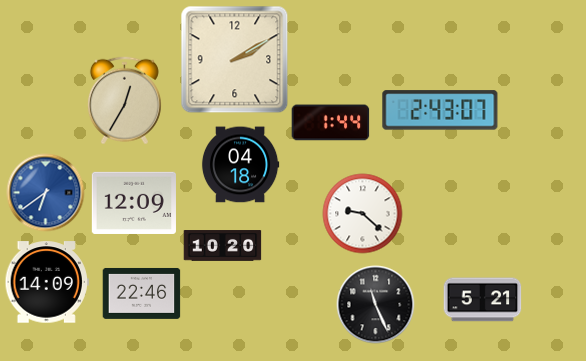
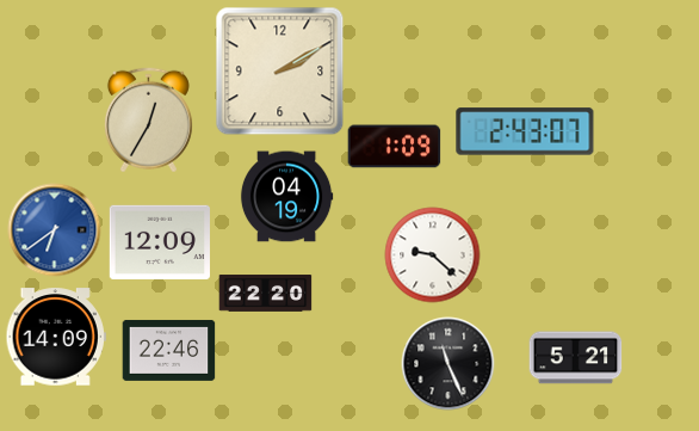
clock at (330, 123): 1:44 -> 1:09
clock at (240, 165): 04:18 -> 04:19
clock at (222, 246): 10:20 -> 22:20
